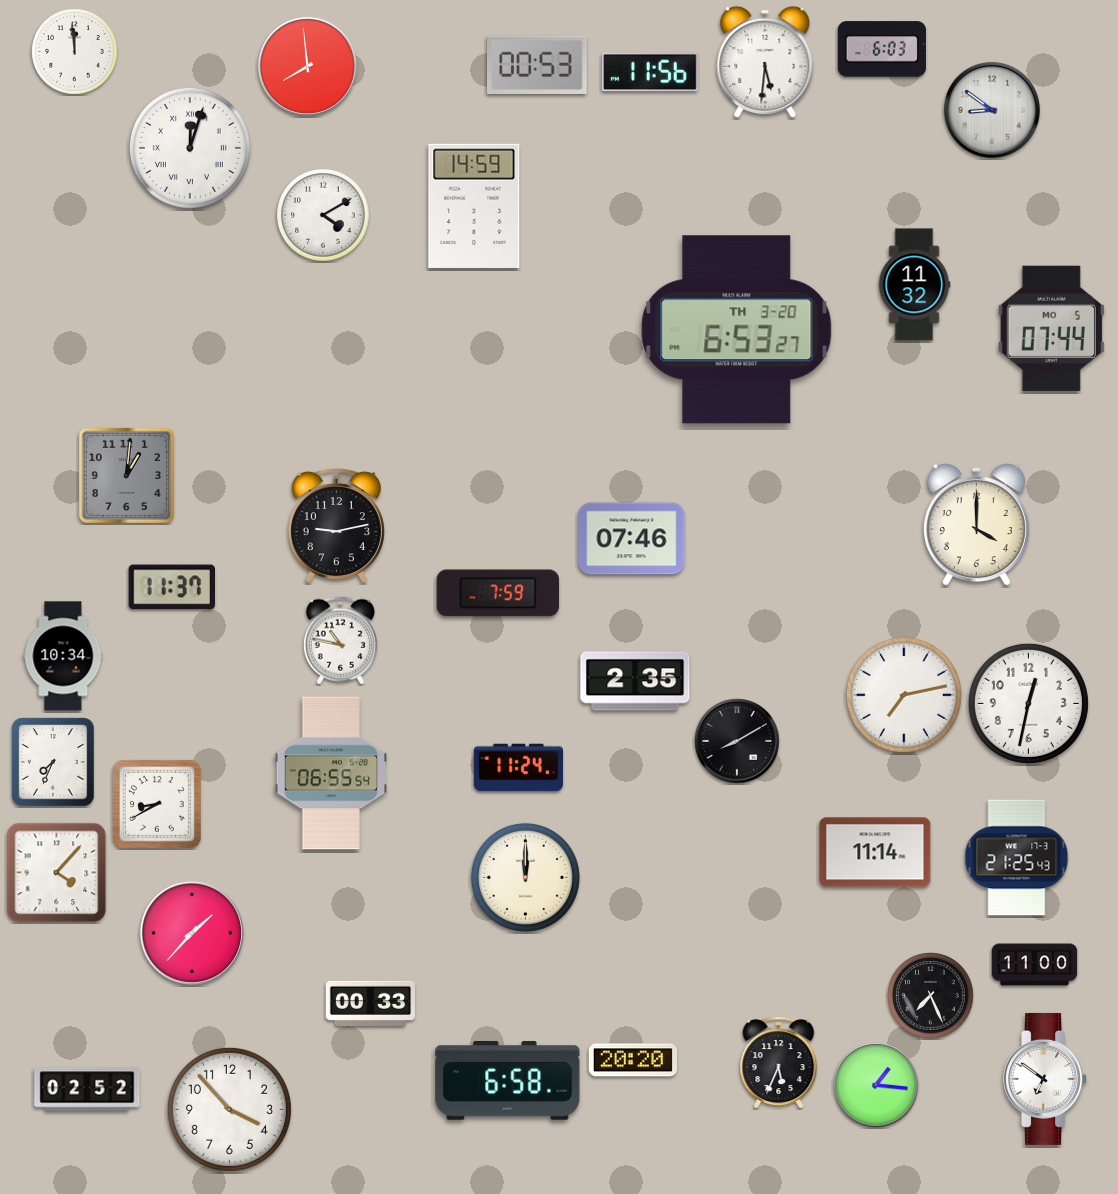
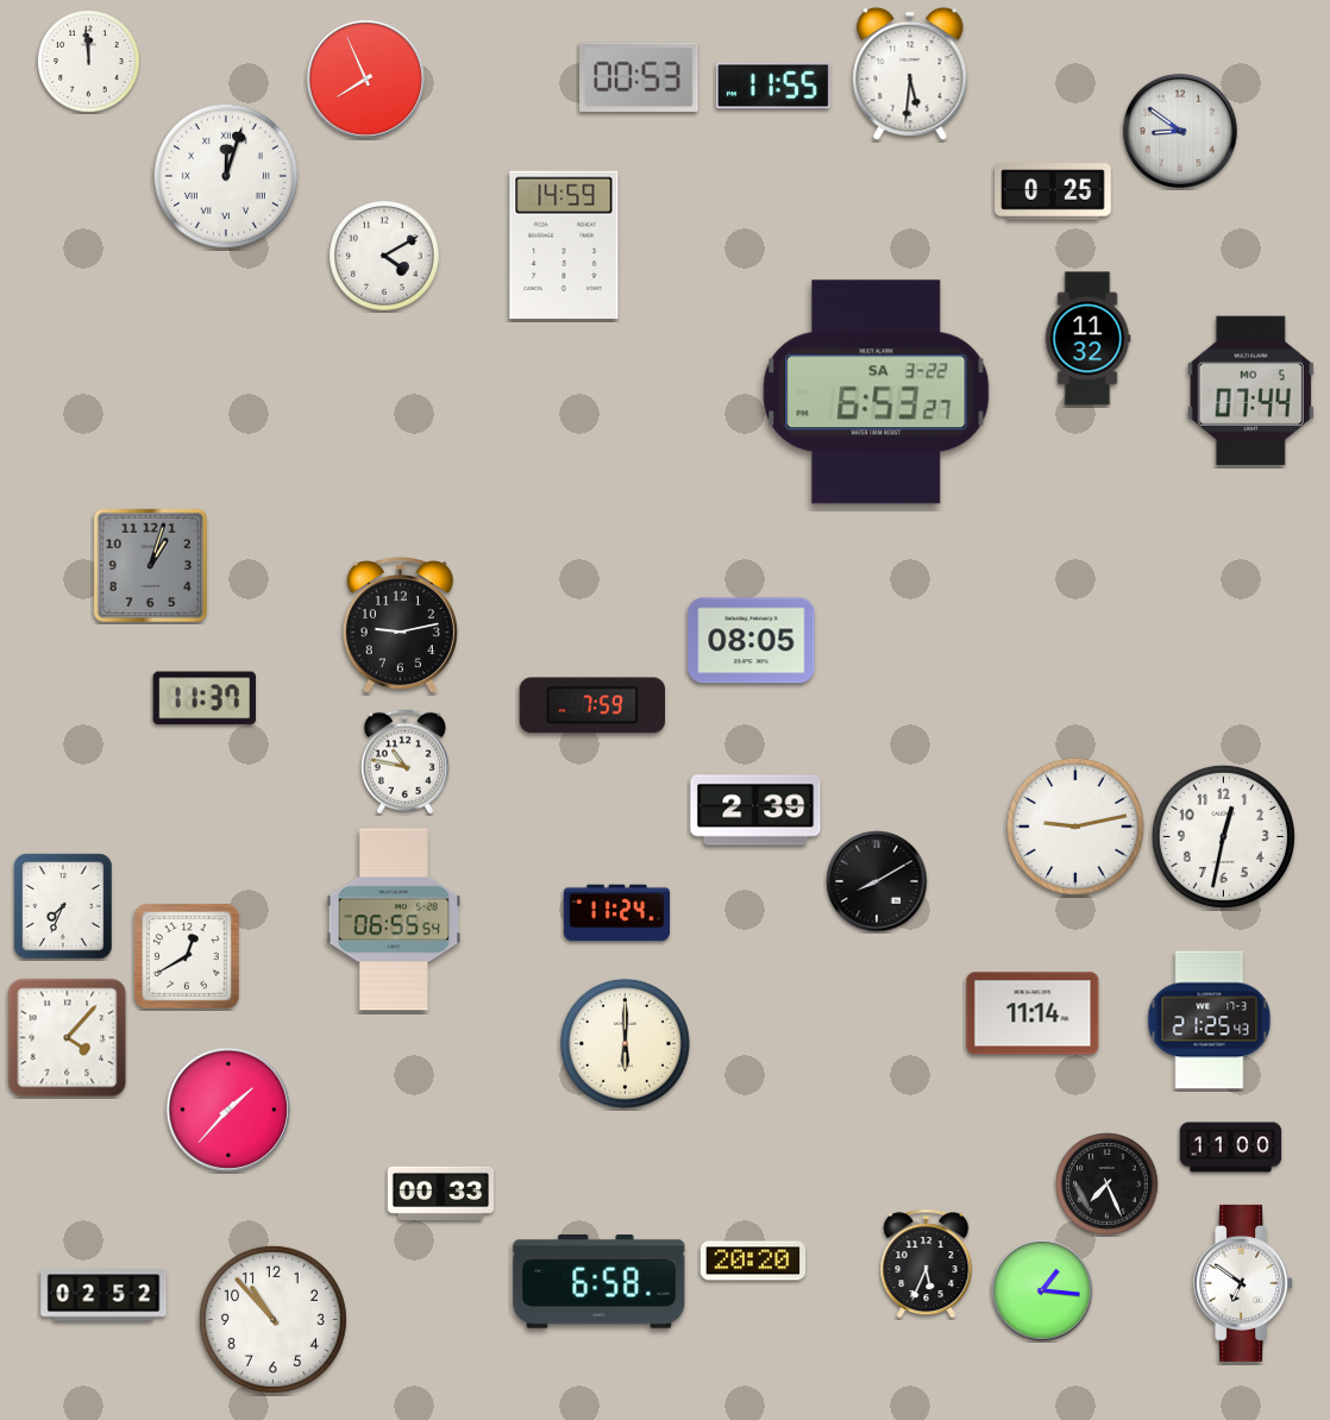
clock at (882, 49): 6:03 -> none
clock at (307, 66): 7:59 -> 7:56
clock at (650, 72): 11:56 -> 11:55
clock at (1053, 191): none -> 0:25
clock at (737, 330) date: TH 3-20 -> SA 3-22
clock at (126, 475): 1:01 -> 1:03
clock at (976, 525): 4:00 -> none
clock at (632, 539): 07:46 -> 08:05
clock at (63, 656): 10:34 -> none
clock at (635, 681): 2:35 -> 2:39
clock at (904, 695): 7:13 -> 9:13
clock at (157, 804): 8:40 -> 12:40
clock at (875, 852) position: (875, 852) -> (1033, 1013)
clock at (525, 877): 12:00 -> 6:00
clock at (508, 1081) position: (508, 1081) -> (600, 1282)
clock at (229, 1109): 3:53 -> 10:53
